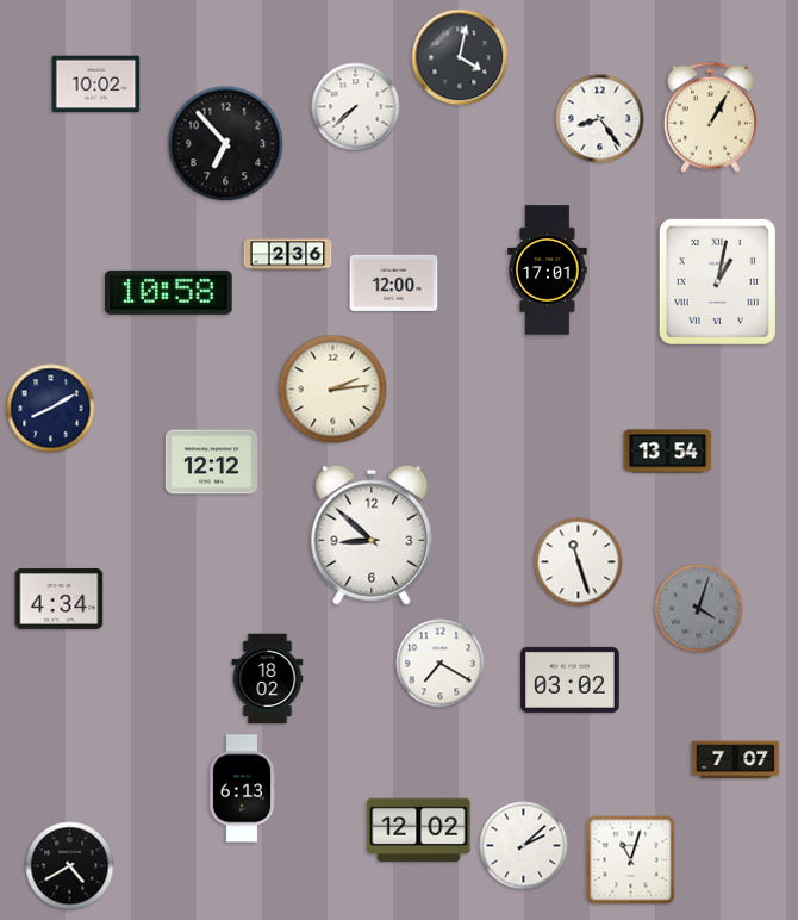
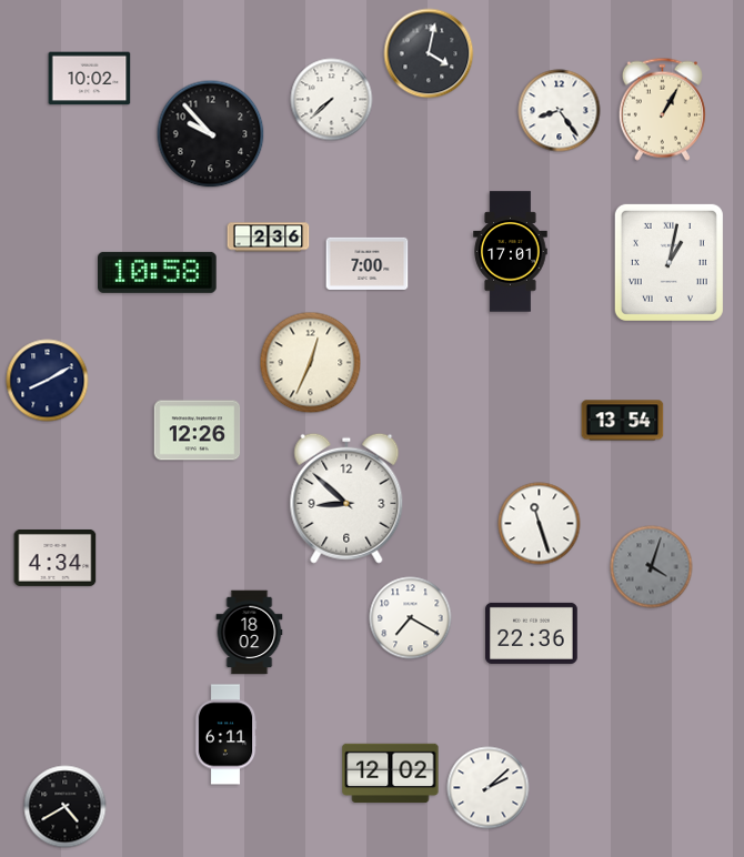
clock at (226, 144): 6:53 -> 9:53
clock at (394, 282): 12:00 -> 7:00
clock at (333, 390): 2:14 -> 12:34
clock at (212, 462): 12:12 -> 12:26
clock at (571, 679): 03:02 -> 22:36
clock at (736, 760): 7:07 -> none
clock at (242, 789): 6:13 -> 6:11
clock at (631, 860): 11:03 -> none
